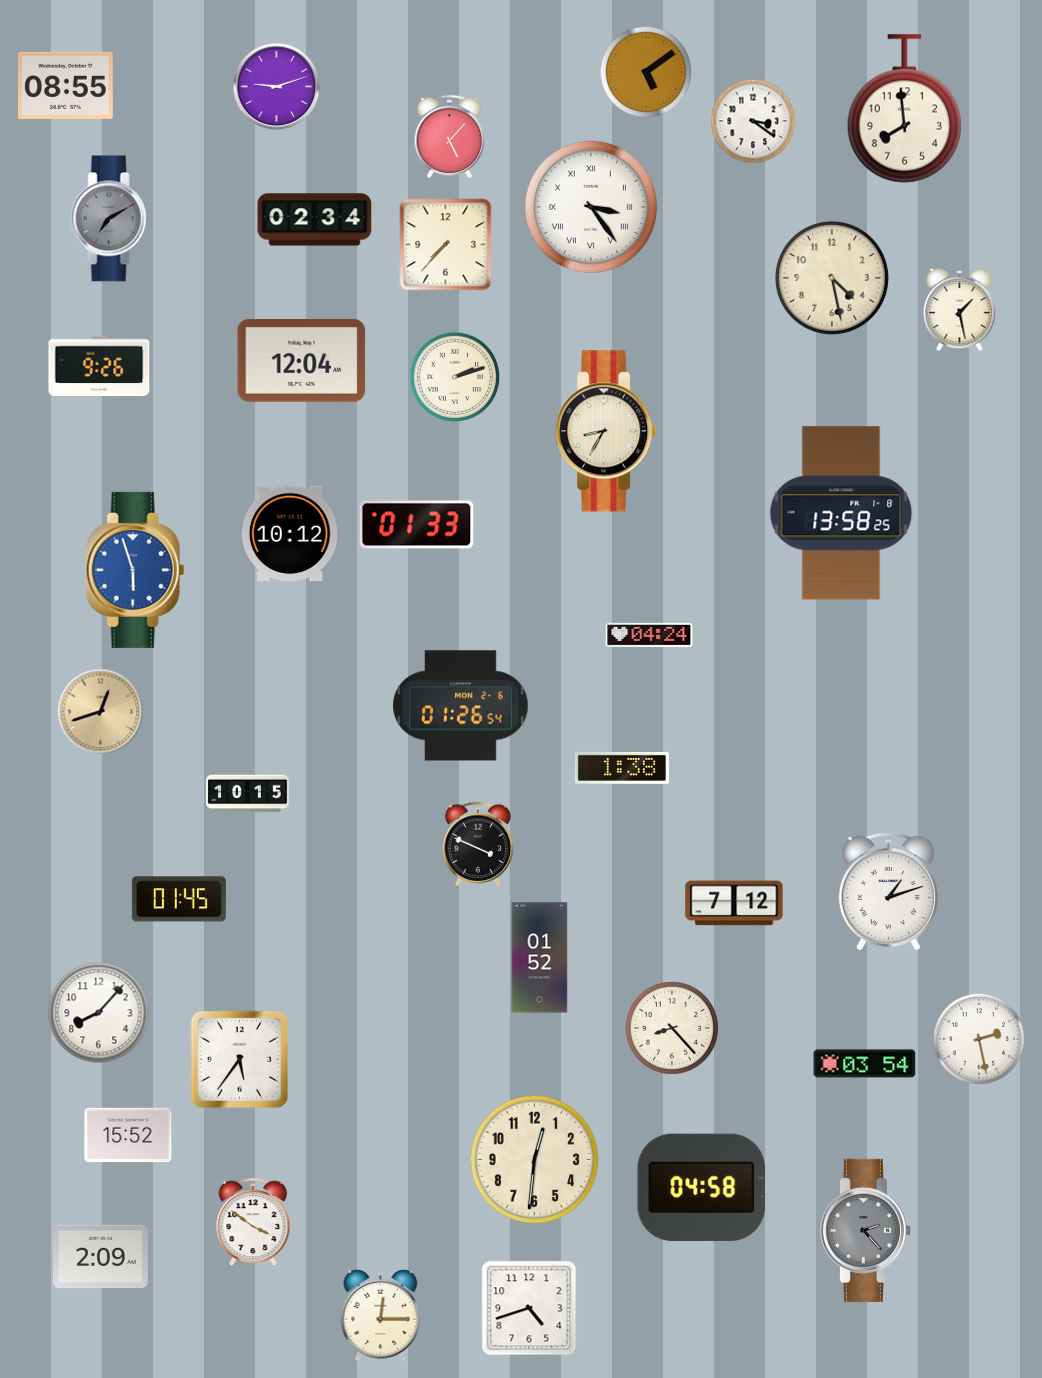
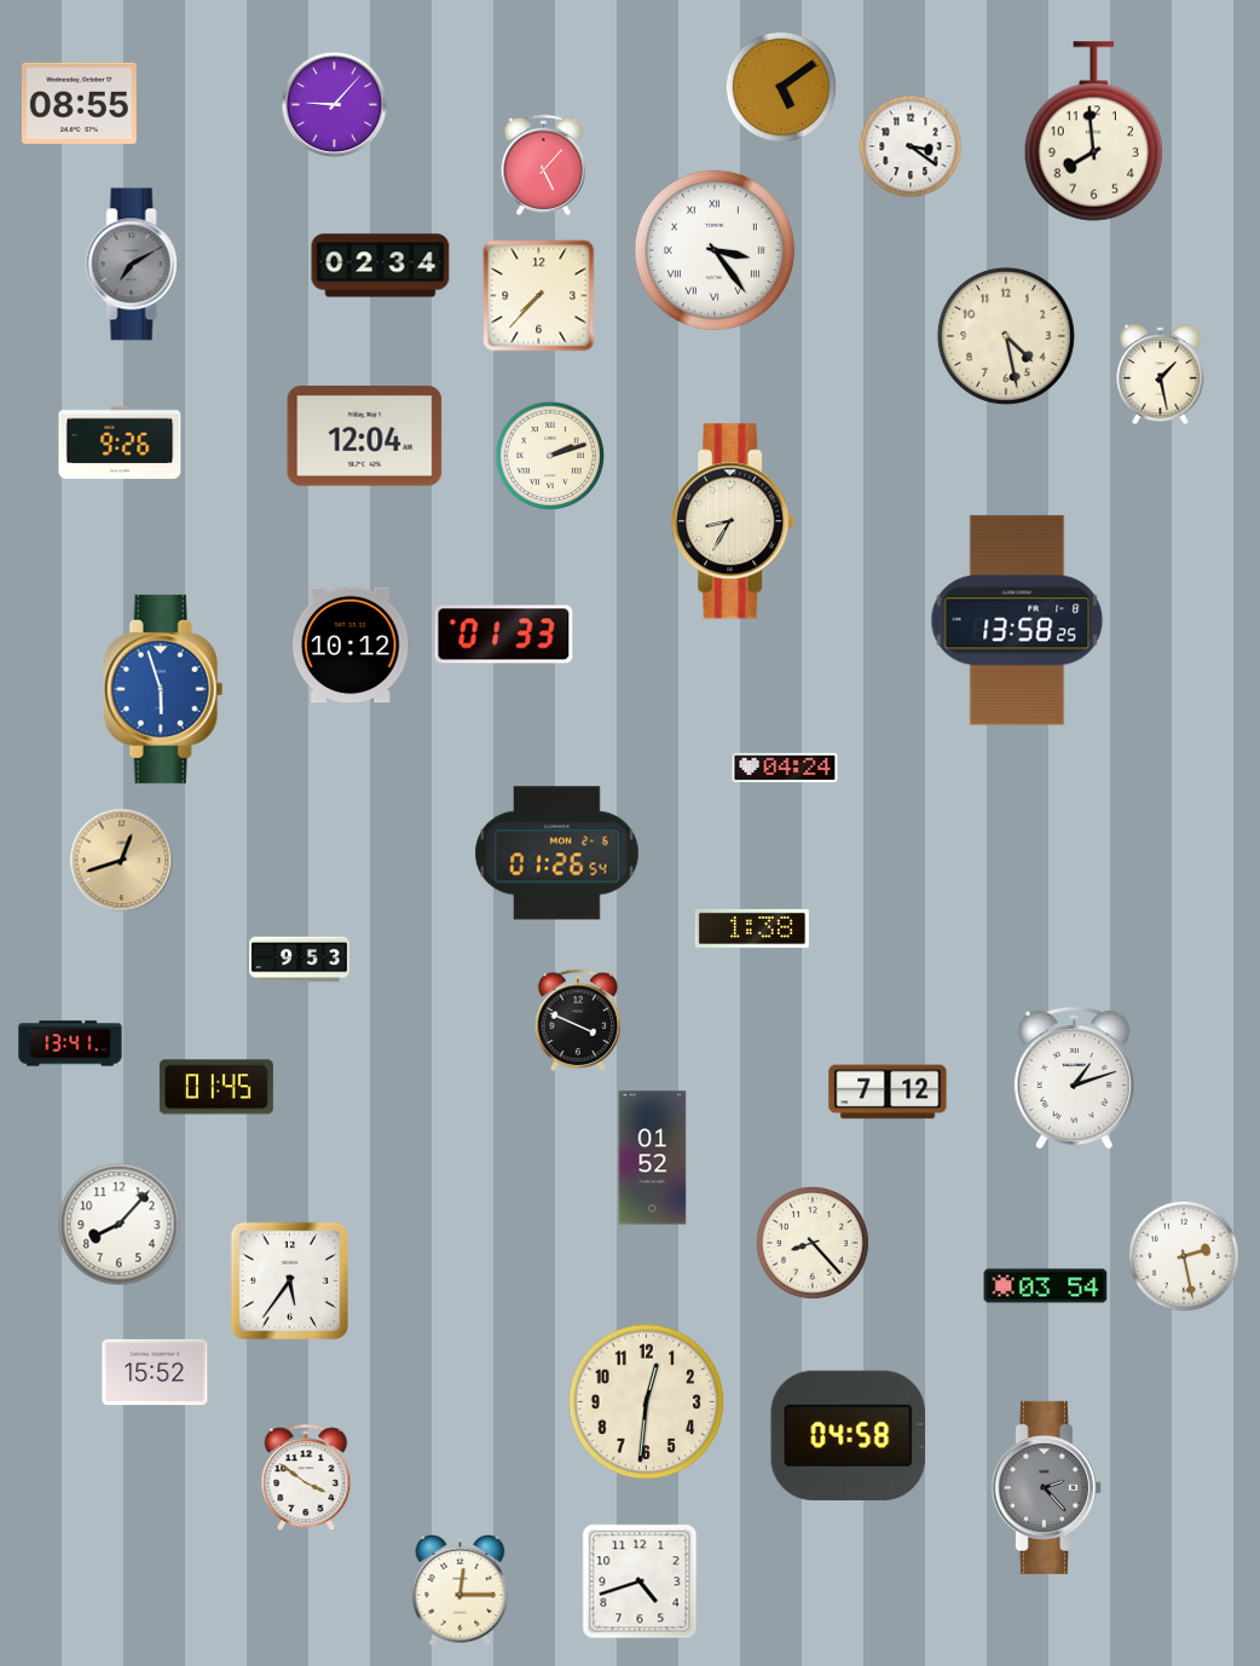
clock at (277, 87): 9:12 -> 9:07
clock at (248, 794): 10:15 -> 9:53
clock at (70, 1043): none -> 13:41
clock at (101, 1257): 2:09 -> none
